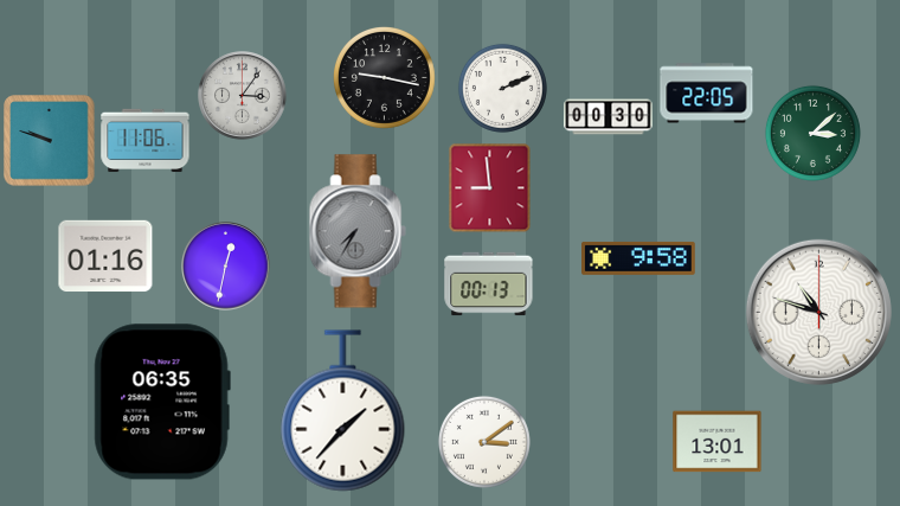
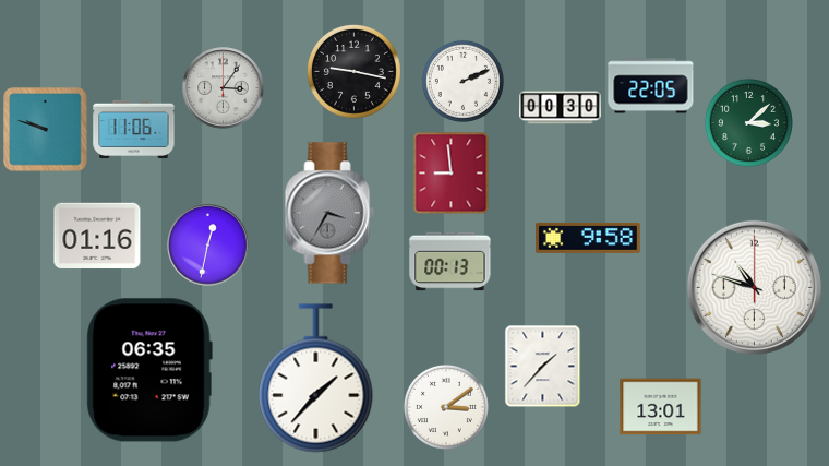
clock at (358, 231): 7:35 -> 3:35
clock at (543, 367): none -> 1:37
